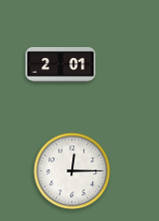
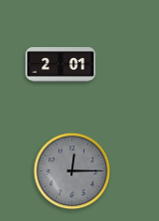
clock at (72, 171) dial: white -> grey
